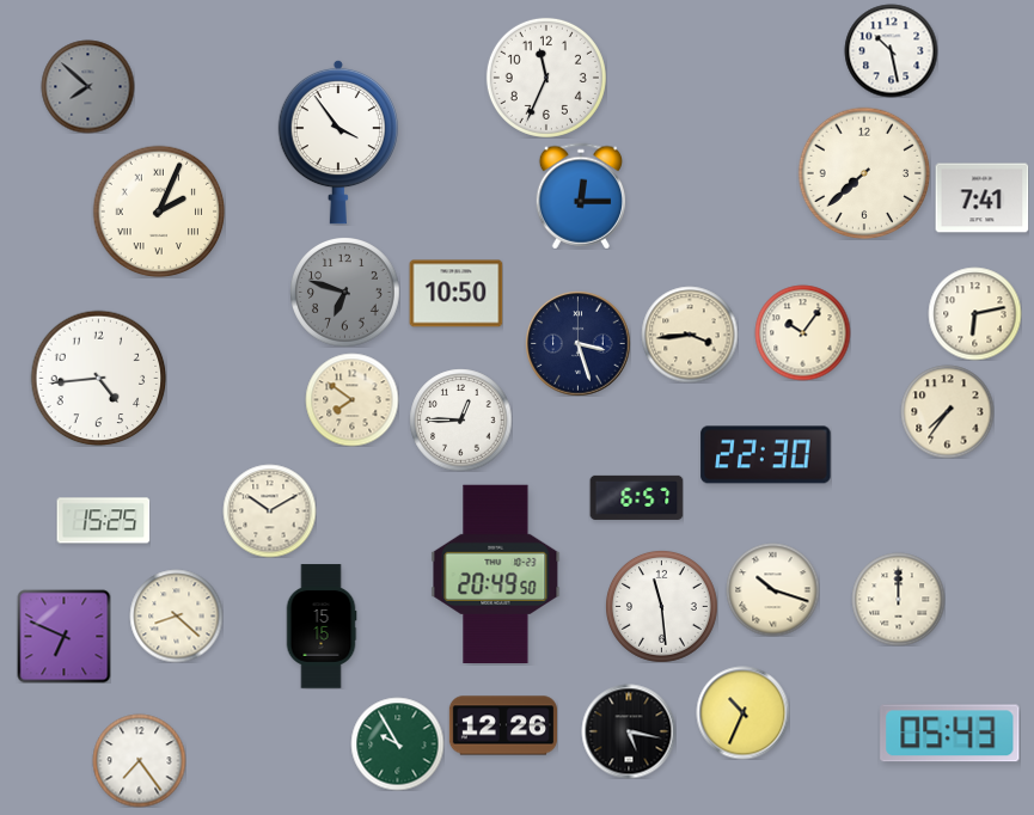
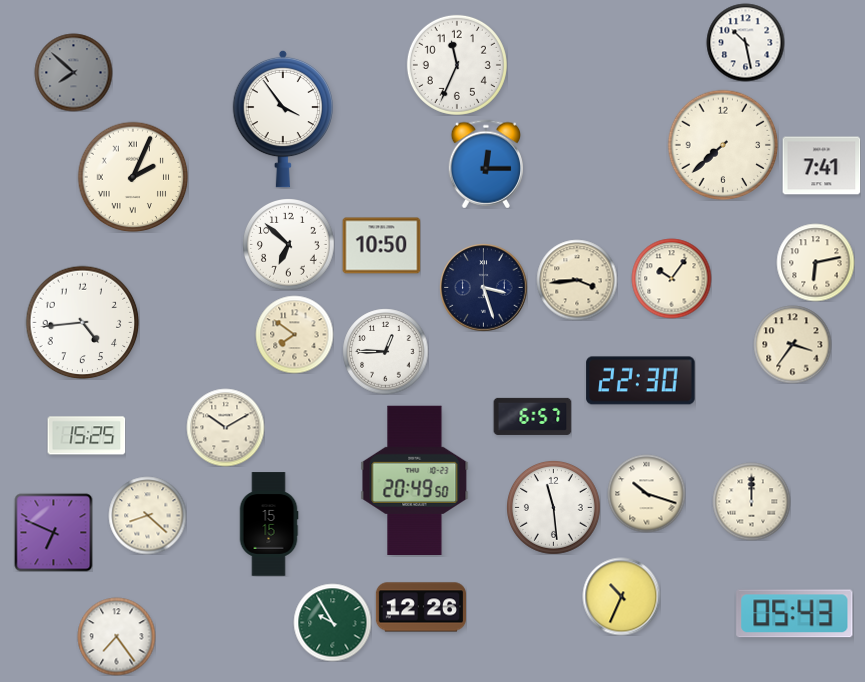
clock at (345, 293): 6:48 -> 6:52
clock at (345, 293) dial: grey -> white
clock at (98, 378) position: (98, 378) -> (82, 322)
clock at (947, 411): 7:36 -> 3:36
clock at (629, 731): 5:17 -> none
